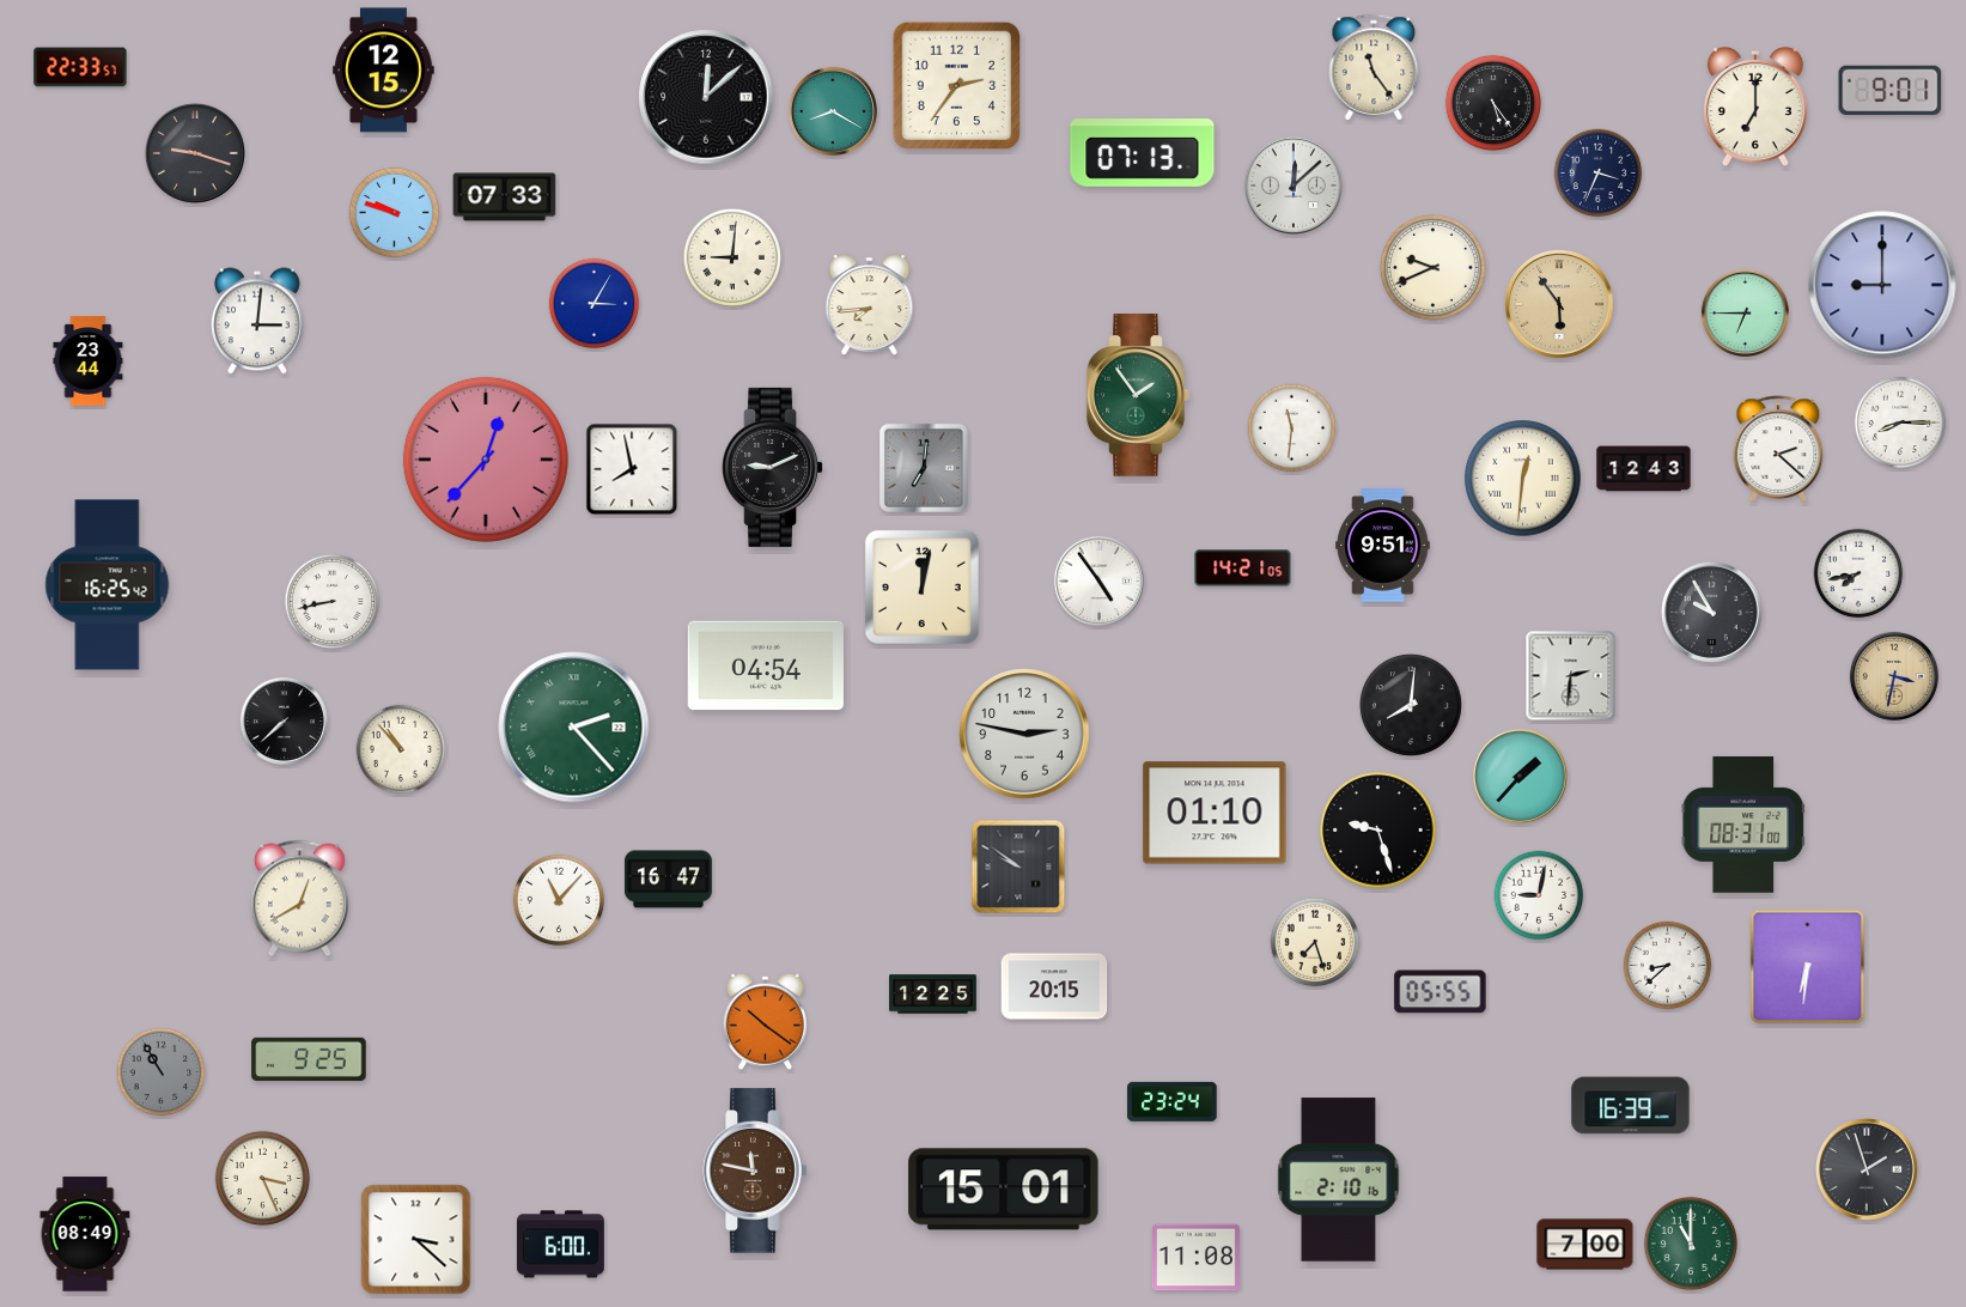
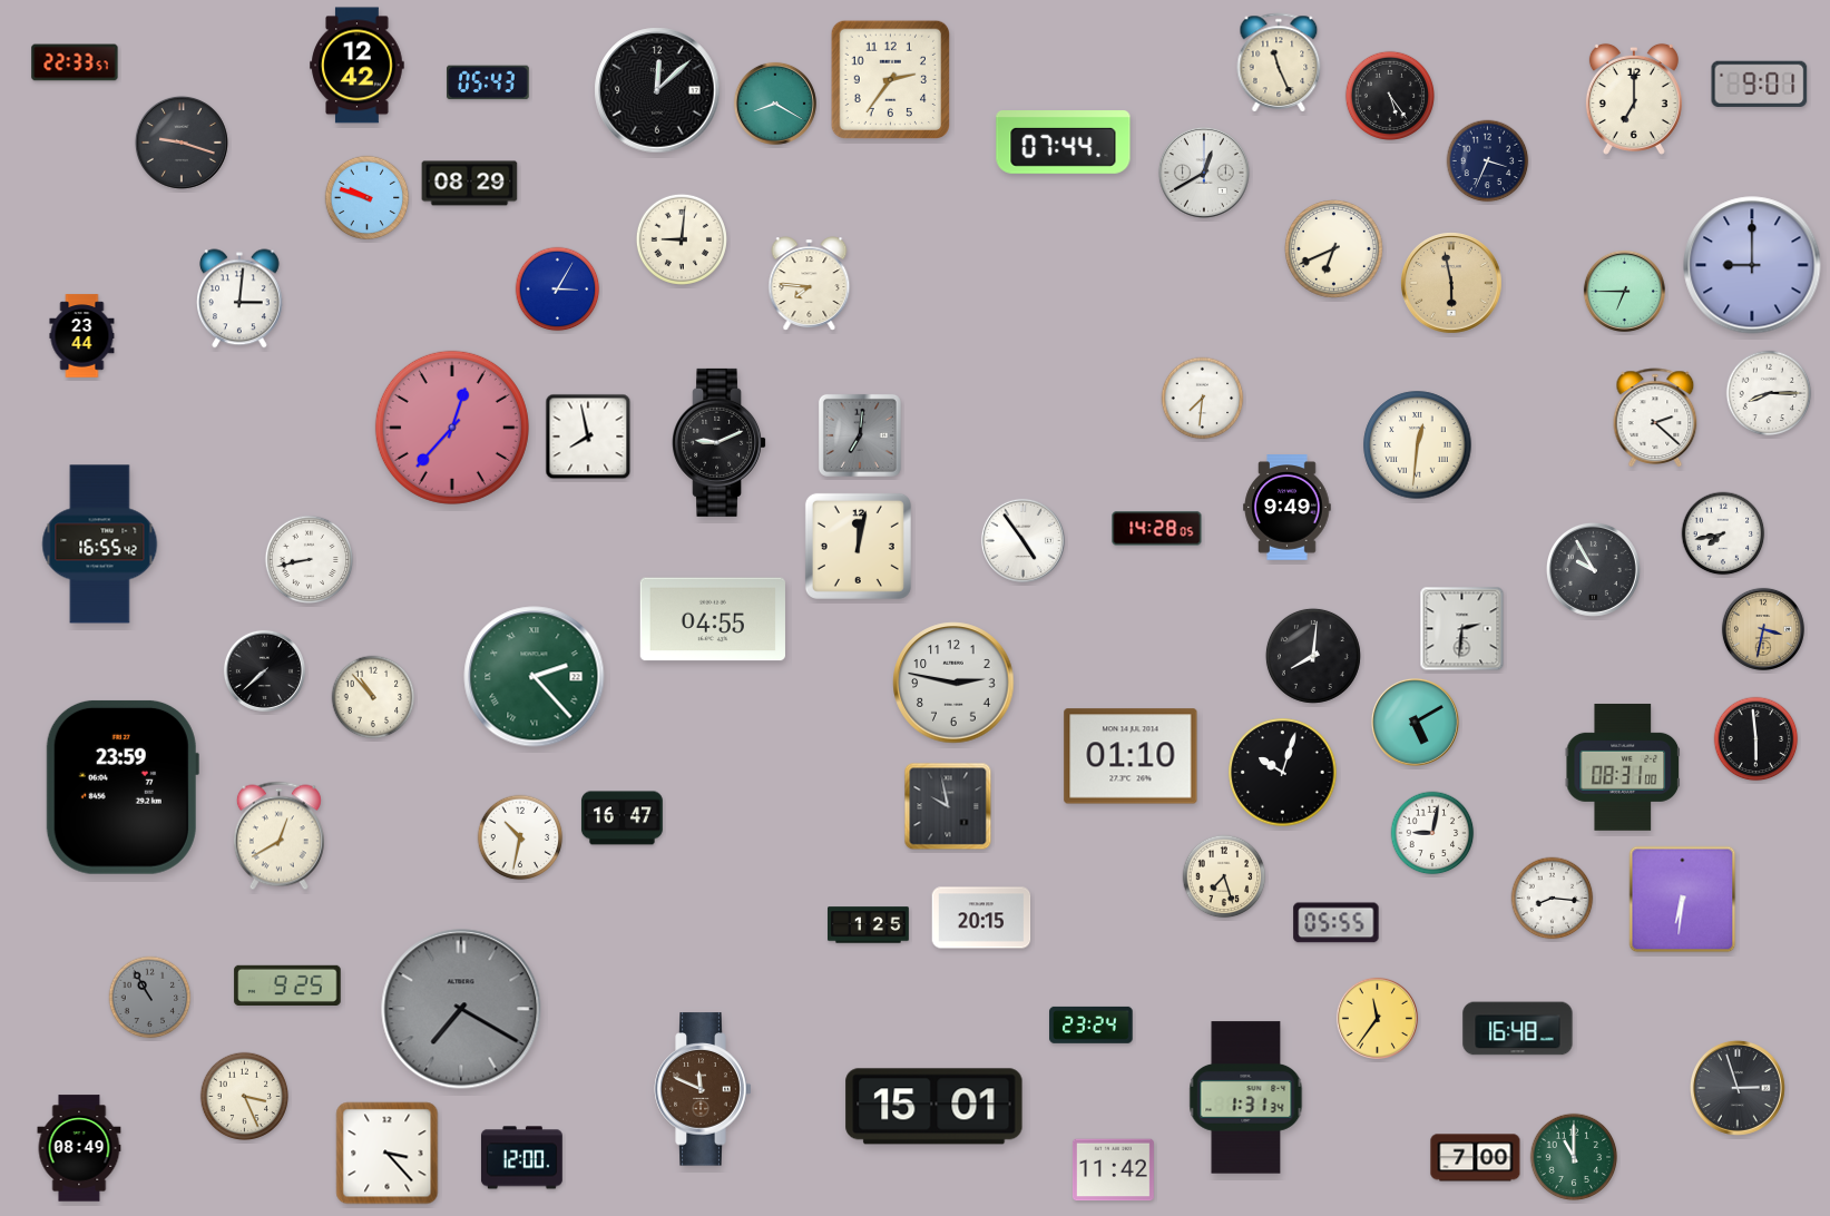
clock at (1374, 67): 11:24 -> 11:26
clock at (384, 71): 12:15 -> 12:42
clock at (489, 82): none -> 05:43
clock at (1143, 153): 07:13 -> 07:44
clock at (1294, 186): 12:08 -> 12:40
clock at (505, 197): 07:33 -> 08:29
clock at (1432, 267): 9:41 -> 6:41
clock at (595, 304) position: (595, 304) -> (558, 290)
clock at (870, 305): 7:44 -> 7:46
clock at (1560, 305): 5:54 -> 5:58
clock at (1138, 395): 1:54 -> none
clock at (1292, 428): 11:31 -> 7:31
clock at (773, 467) position: (773, 467) -> (720, 442)
clock at (1644, 469): 12:43 -> none
clock at (1383, 546): 9:51 -> 9:49
clock at (1243, 569): 14:21 -> 14:28
clock at (1858, 573) position: (1858, 573) -> (1723, 533)
clock at (108, 585): 16:25 -> 16:55
clock at (766, 665): 04:54 -> 04:55
clock at (1520, 776): 1:37 -> 5:10
clock at (1756, 739): none -> 5:59
clock at (1378, 831): 9:27 -> 10:03
clock at (123, 787): none -> 23:59
clock at (1018, 867): 9:51 -> 9:58
clock at (559, 900): 11:07 -> 10:32
clock at (1668, 966): 8:38 -> 8:16
clock at (1441, 992) position: (1441, 992) -> (1337, 923)
clock at (933, 995): 12:25 -> 1:25
clock at (765, 1021): 10:21 -> none
clock at (461, 1009): none -> 7:20
clock at (1377, 1018): none -> 11:36
clock at (1631, 1106): 16:39 -> 16:48
clock at (1867, 1169): 1:57 -> 2:57
clock at (755, 1171): 11:47 -> 11:49
clock at (1339, 1180): 2:10 -> 1:31
clock at (416, 1240): 3:22 -> 3:23
clock at (560, 1245): 6:00 -> 12:00
clock at (1195, 1258): 11:08 -> 11:42
